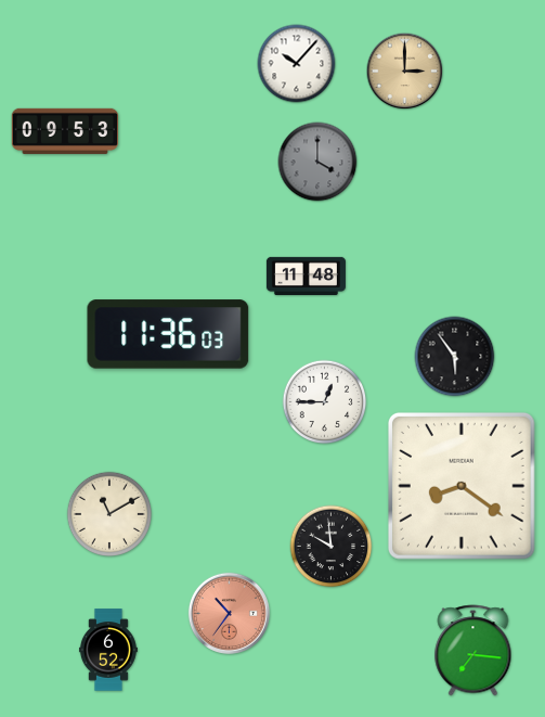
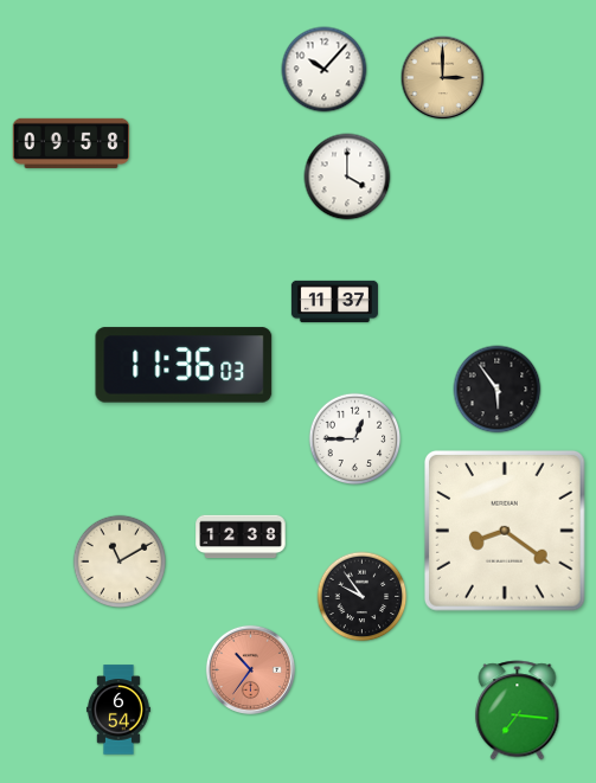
clock at (65, 131): 09:53 -> 09:58
clock at (317, 162) dial: grey -> white
clock at (306, 276): 11:48 -> 11:37
clock at (241, 537): none -> 12:38
clock at (332, 547): 9:59 -> 9:54
clock at (108, 650): 6:52 -> 6:54
